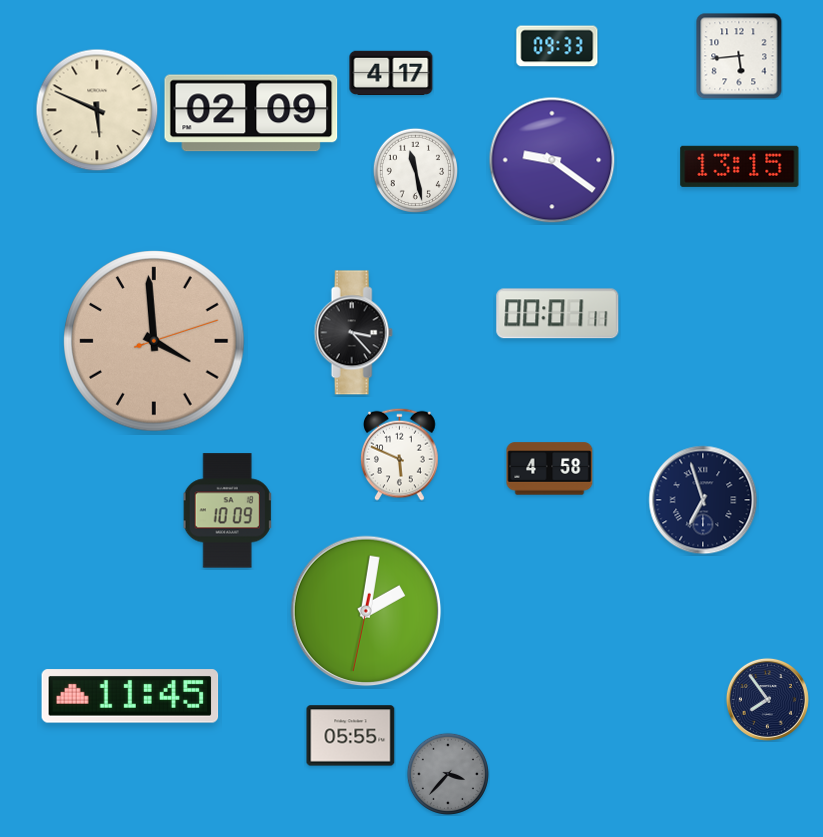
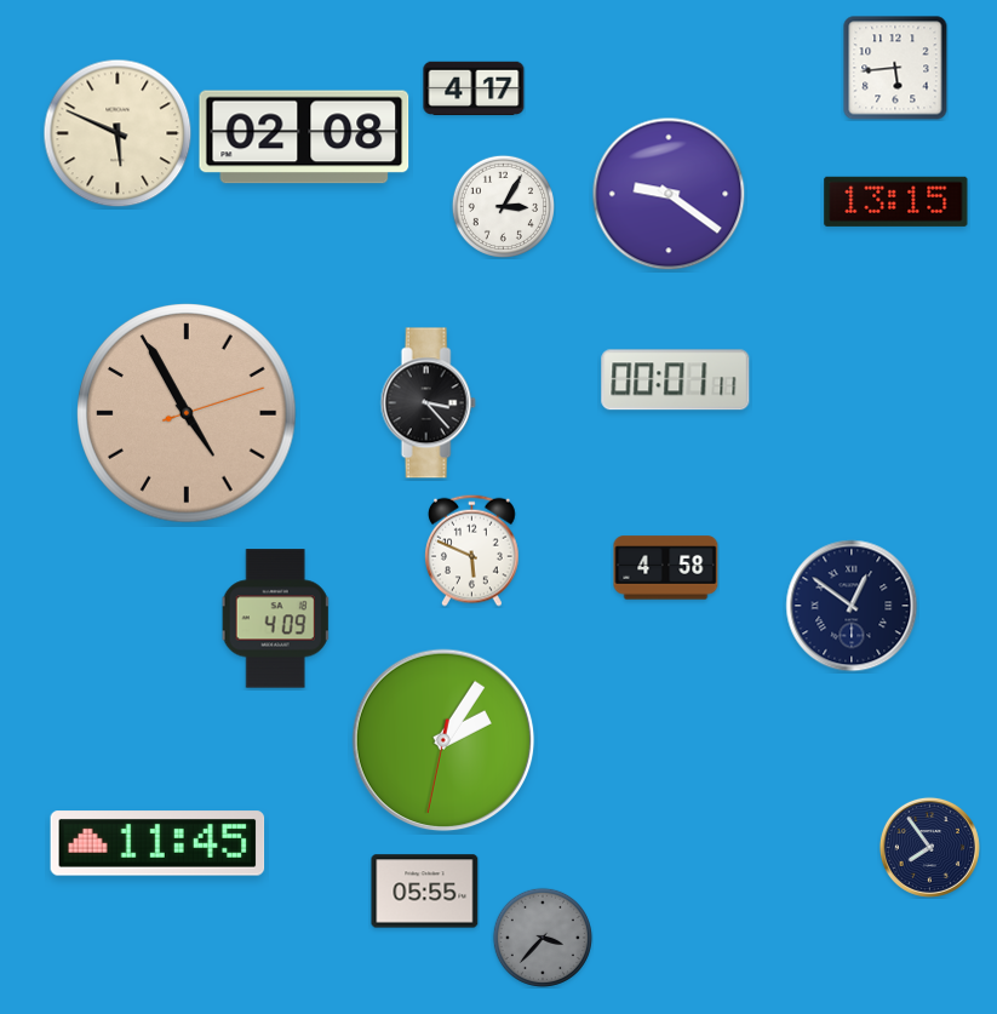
clock at (557, 46): 09:33 -> none
clock at (251, 113): 02:09 -> 02:08
clock at (415, 170): 11:28 -> 3:05
clock at (154, 341): 3:59 -> 4:55
clock at (400, 454) position: (400, 454) -> (472, 550)
clock at (703, 500): 6:57 -> 12:51
clock at (227, 511): 10:09 -> 4:09
clock at (366, 611): 2:01 -> 2:05
